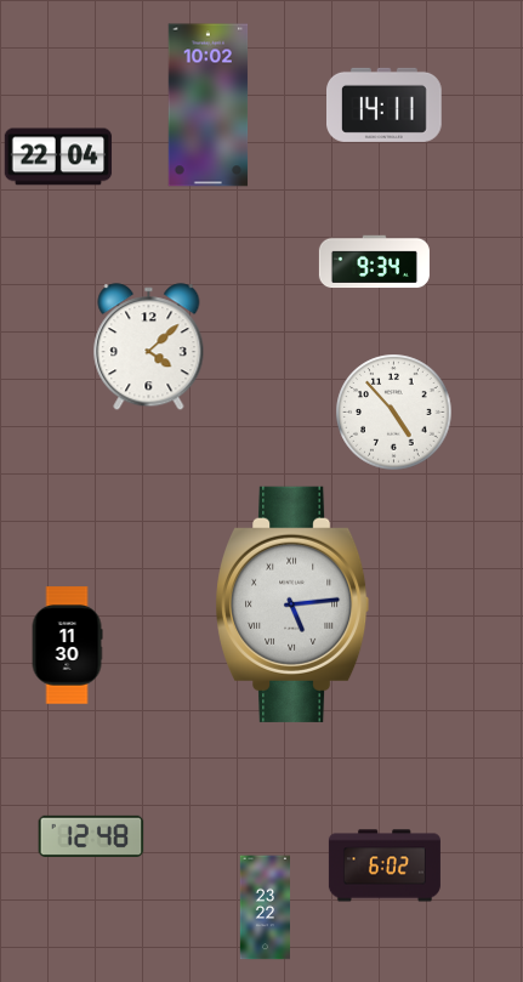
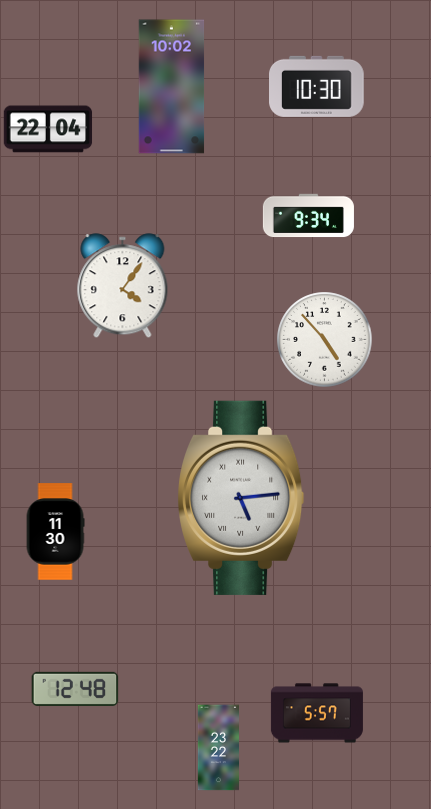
clock at (385, 104): 14:11 -> 10:30
clock at (149, 347): 4:08 -> 4:06
clock at (385, 865): 6:02 -> 5:57
